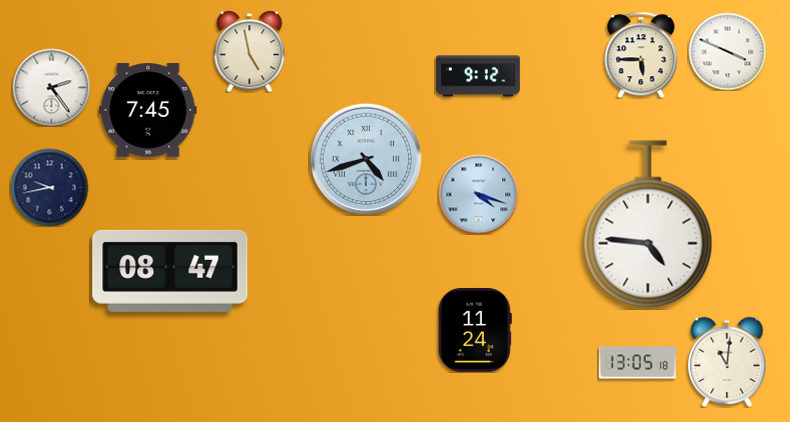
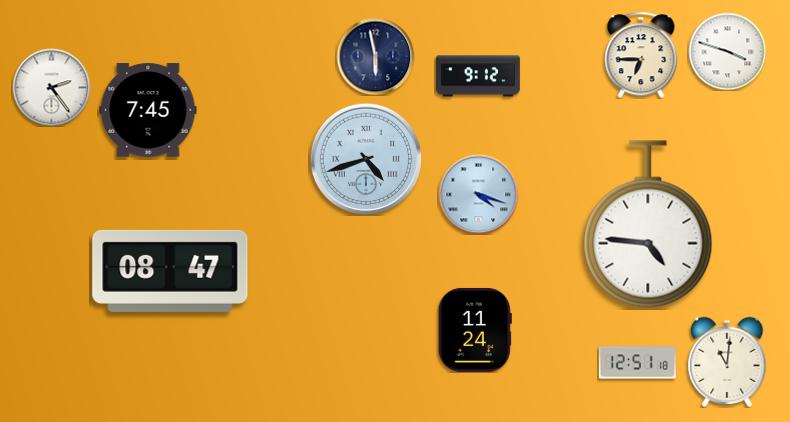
clock at (250, 51): 4:58 -> none
clock at (727, 51): 3:49 -> 3:48
clock at (641, 55): 5:45 -> 6:45
clock at (375, 56): none -> 5:58
clock at (49, 187): 9:43 -> none
clock at (637, 363): 13:05 -> 12:51
